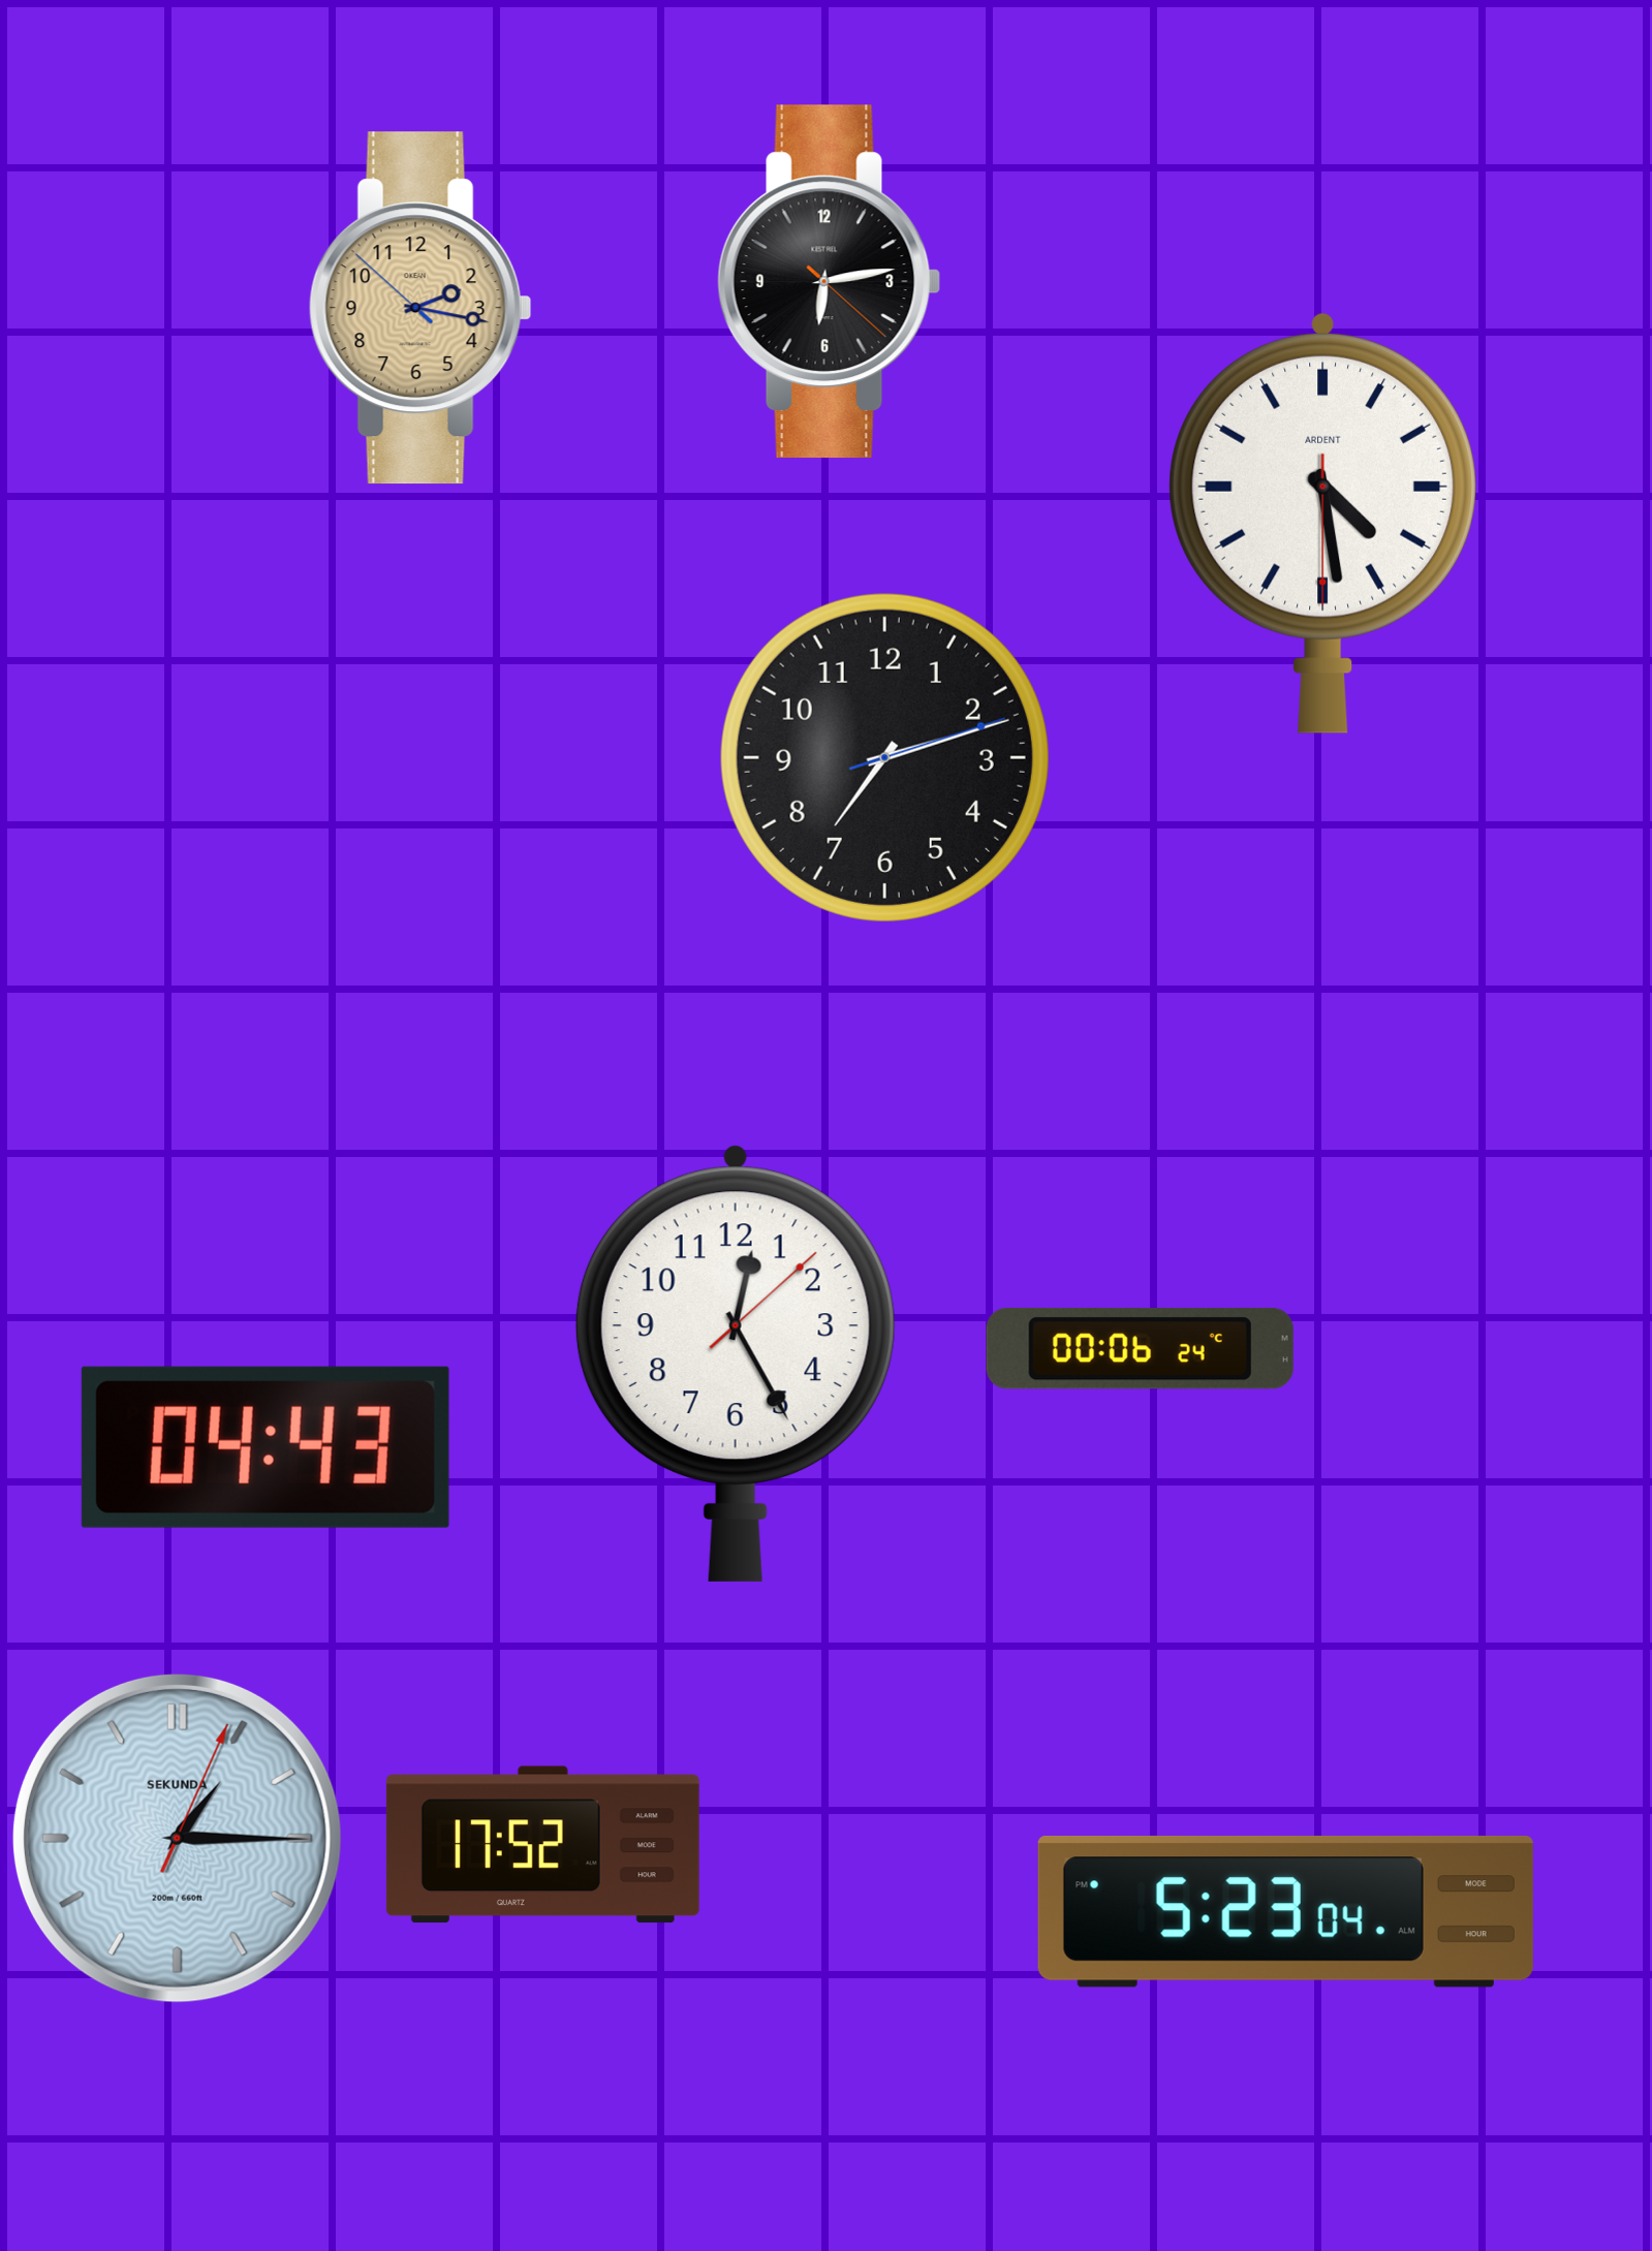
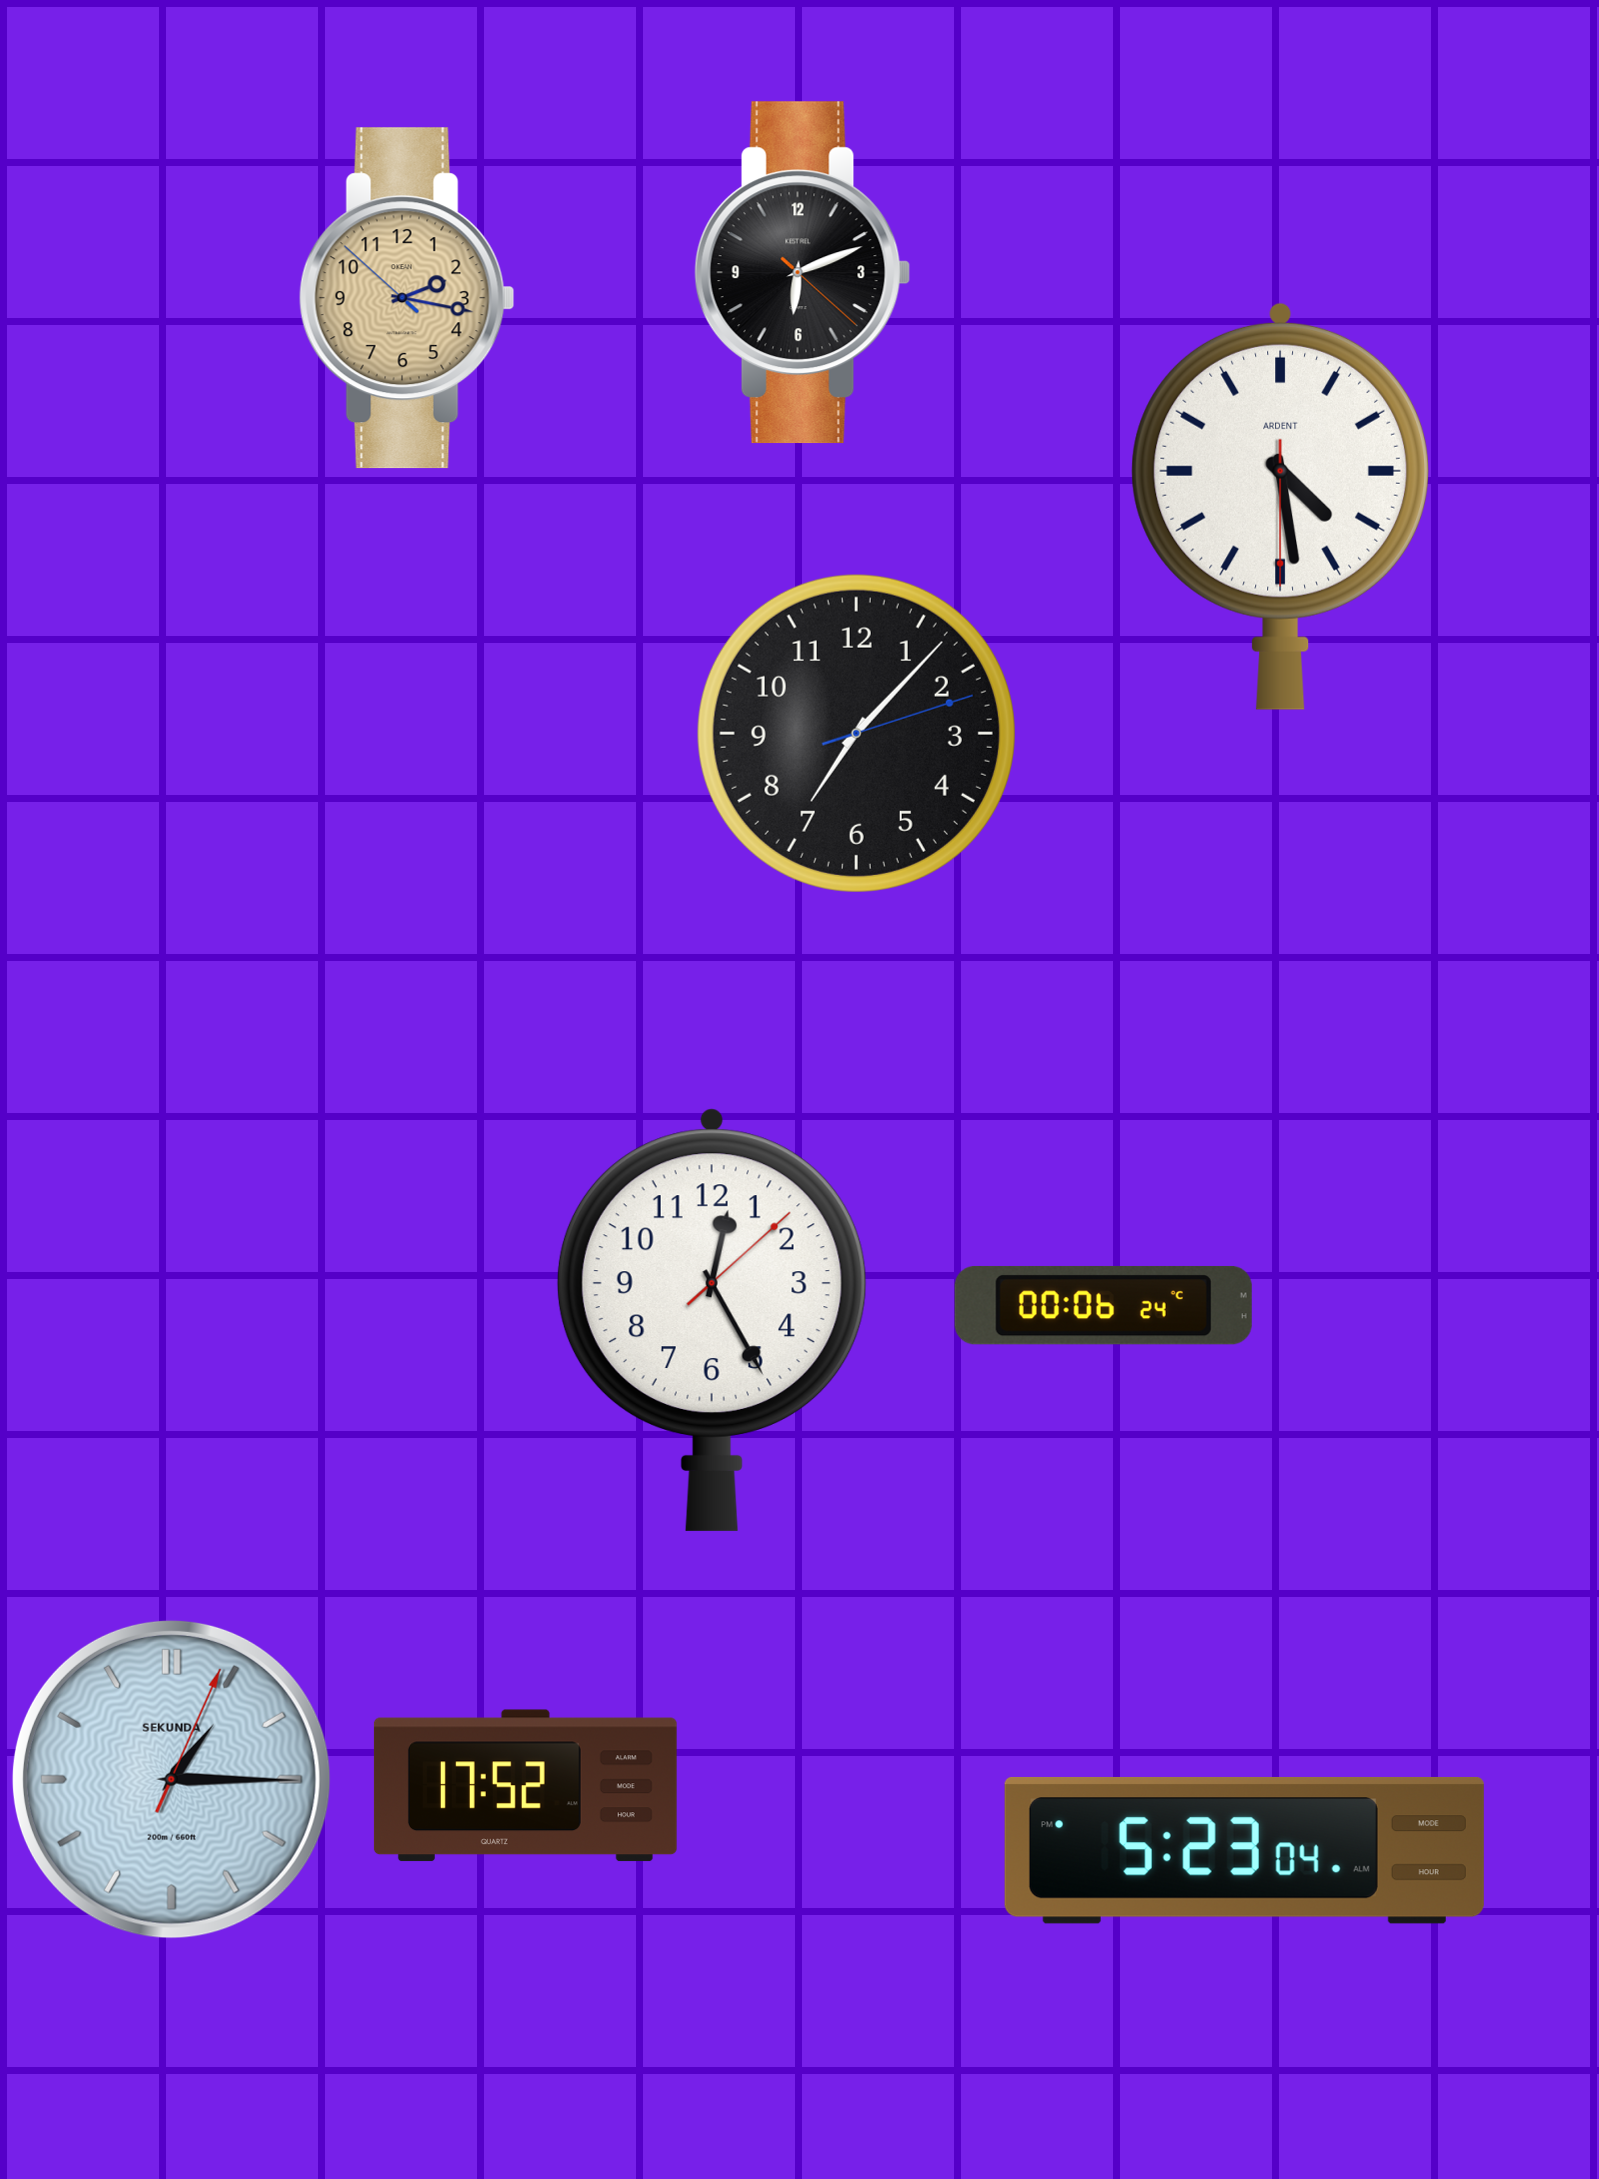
clock at (830, 282): 6:13 -> 6:11
clock at (884, 757): 7:12 -> 7:07
clock at (266, 1447): 04:43 -> none
